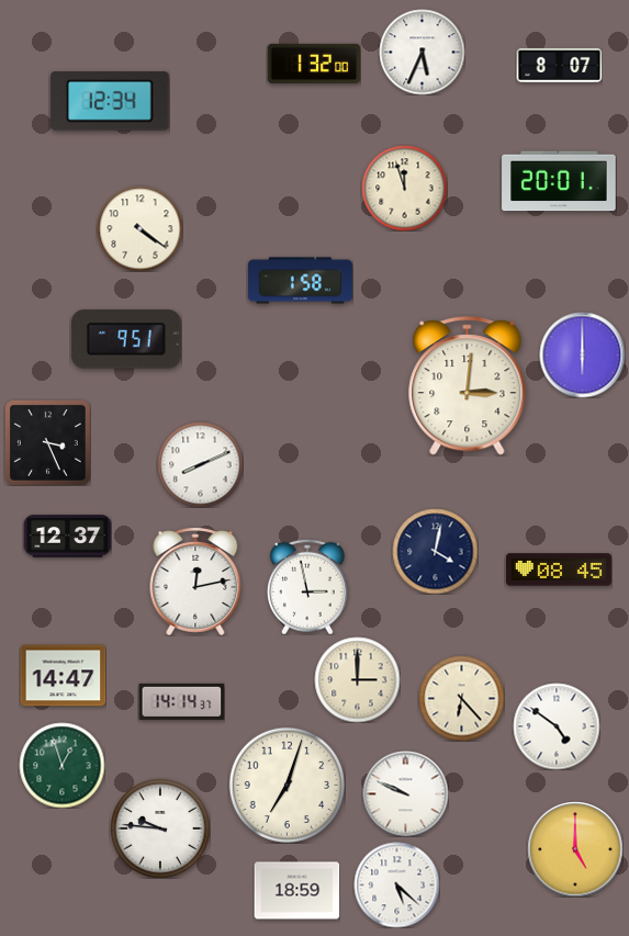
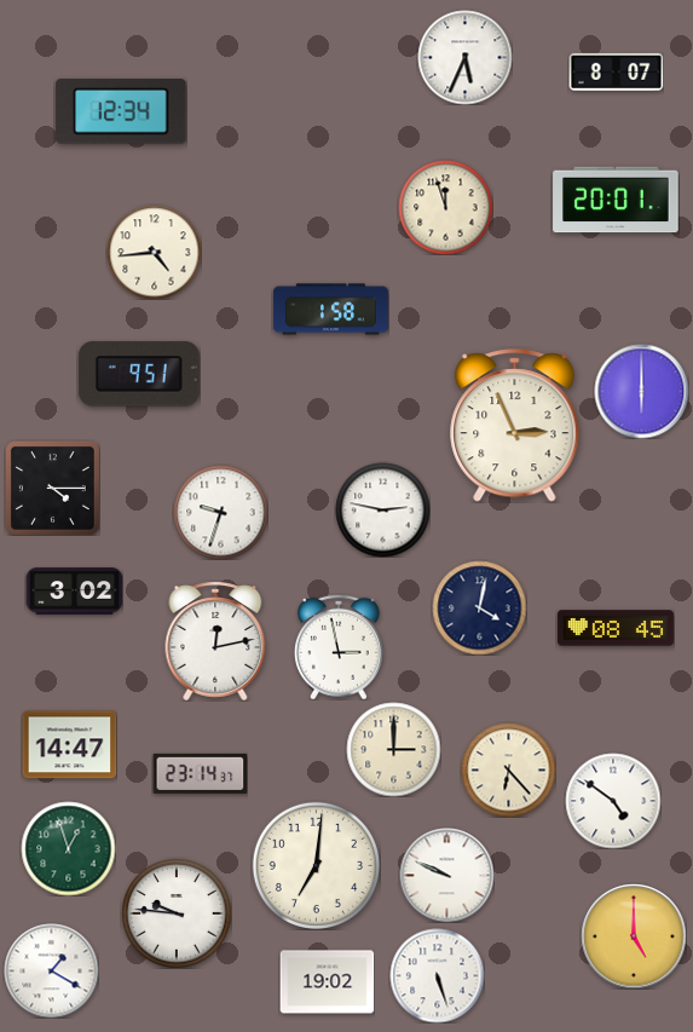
clock at (314, 64): 1:32 -> none
clock at (139, 228): 4:21 -> 4:44
clock at (468, 386): 3:01 -> 2:56
clock at (47, 442): 3:26 -> 4:15
clock at (382, 509): none -> 2:47
clock at (200, 464): 8:11 -> 9:33
clock at (67, 537): 12:37 -> 3:02
clock at (181, 701): 14:14 -> 23:14
clock at (61, 765) position: (61, 765) -> (68, 848)
clock at (287, 785): 7:03 -> 7:01
clock at (51, 970): none -> 1:20
clock at (396, 884): 5:22 -> 5:27
clock at (296, 891): 18:59 -> 19:02
